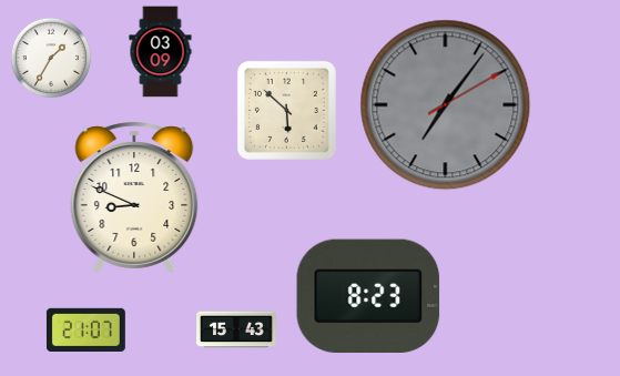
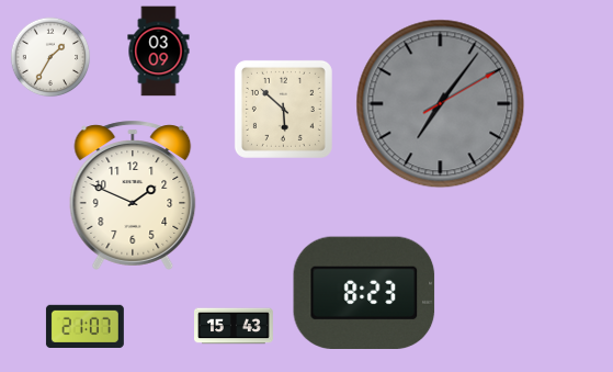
clock at (134, 197): 8:49 -> 1:49
